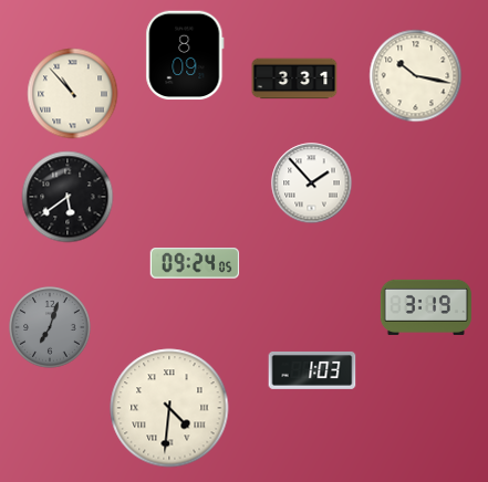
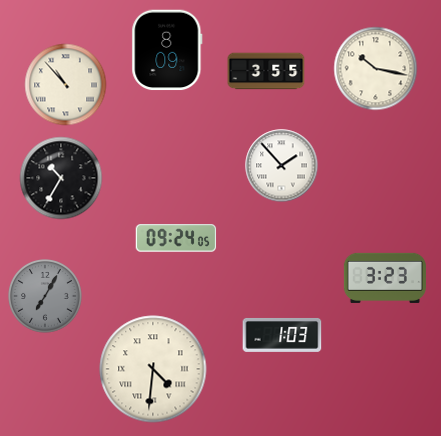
clock at (294, 78): 3:31 -> 3:55
clock at (68, 197): 5:39 -> 10:35
clock at (426, 307): 3:19 -> 3:23
clock at (50, 327): 7:03 -> 7:05
